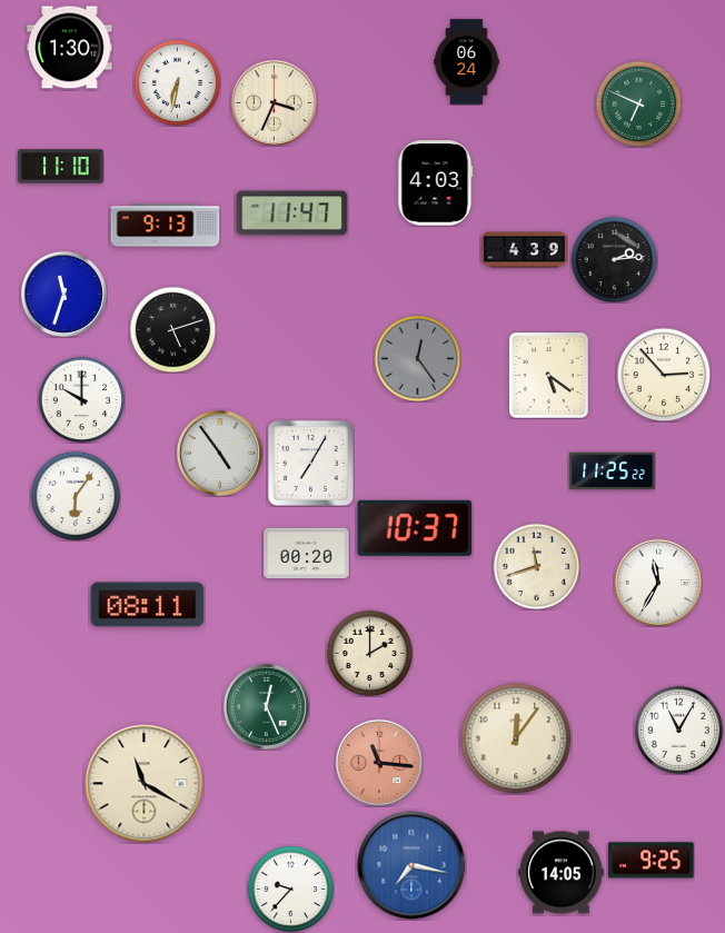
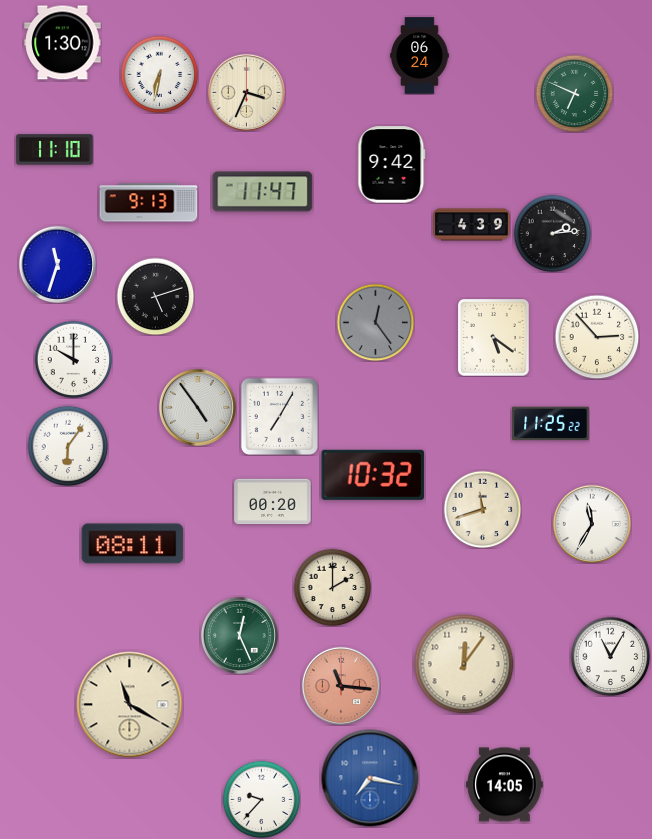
clock at (436, 183): 4:03 -> 9:42
clock at (415, 528): 10:37 -> 10:32
clock at (307, 554) position: (307, 554) -> (273, 502)
clock at (652, 861): 9:25 -> none
